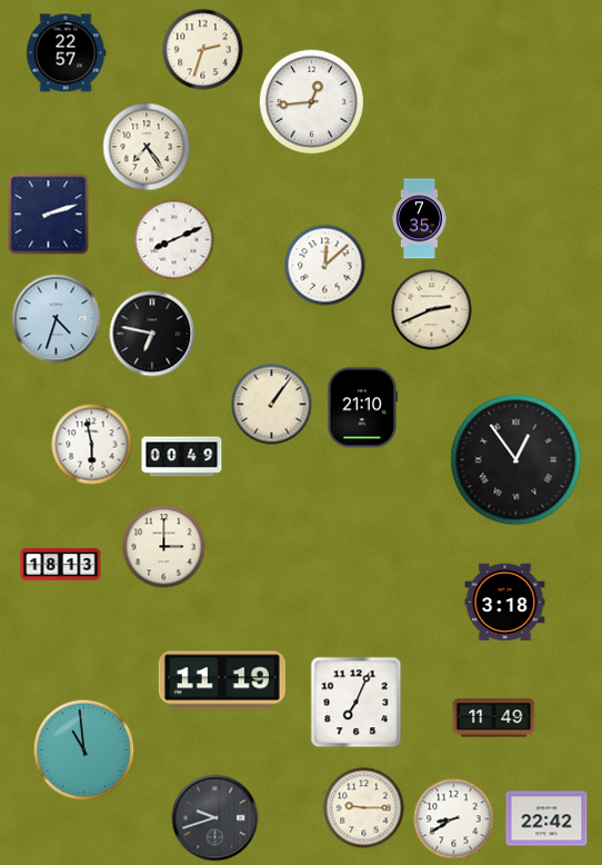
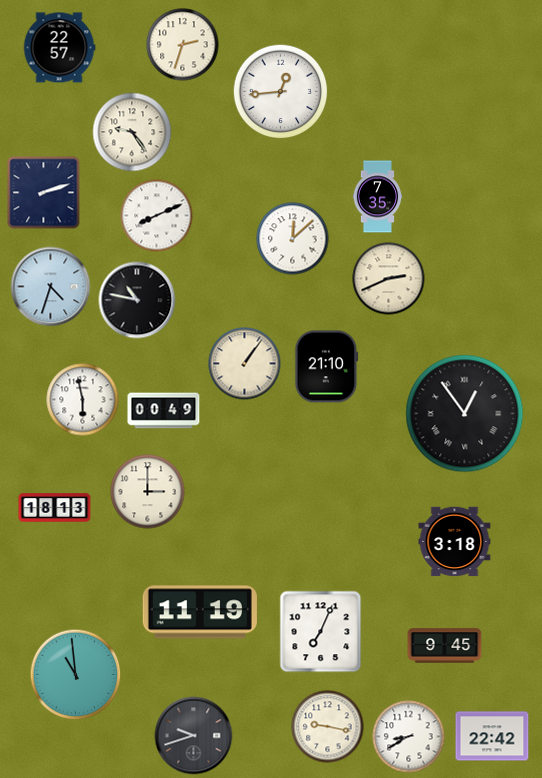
clock at (147, 147): 7:24 -> 9:24
clock at (152, 334): 6:47 -> 10:47
clock at (494, 718): 11:49 -> 9:45
clock at (364, 808): 9:15 -> 9:17
